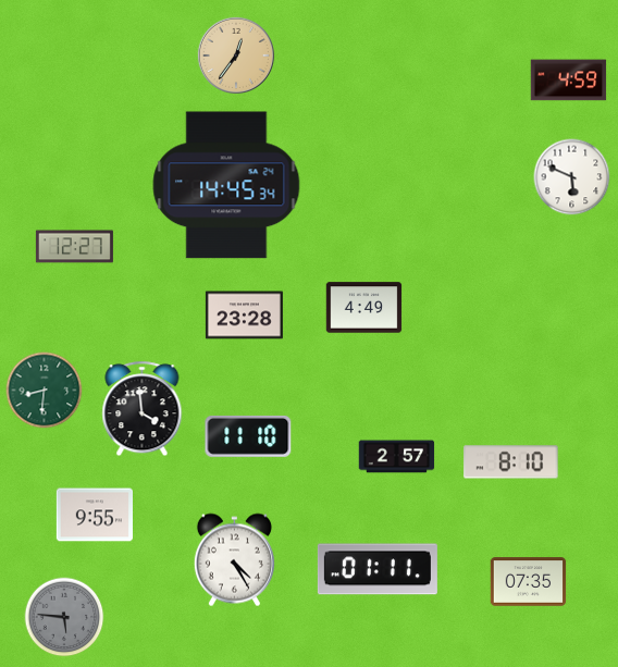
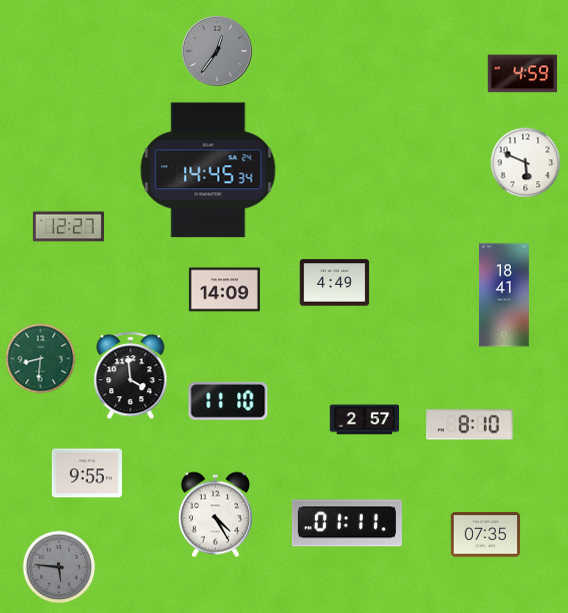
clock at (236, 55) dial: champagne -> grey
clock at (244, 316): 23:28 -> 14:09
clock at (505, 295): none -> 18:41
